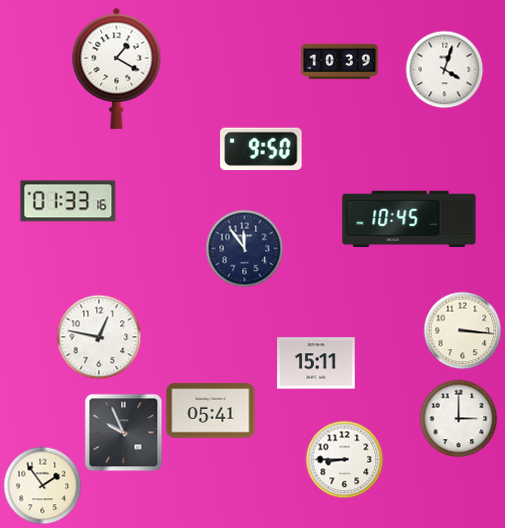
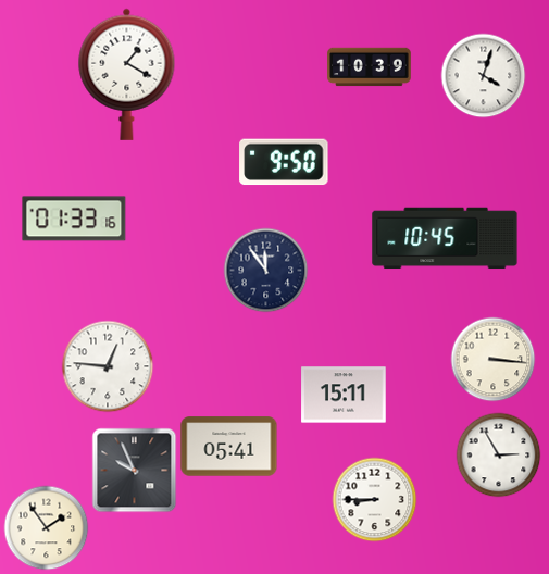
clock at (462, 330) position: (462, 330) -> (492, 359)
clock at (99, 337): 12:47 -> 12:46
clock at (458, 418): 3:00 -> 2:55
